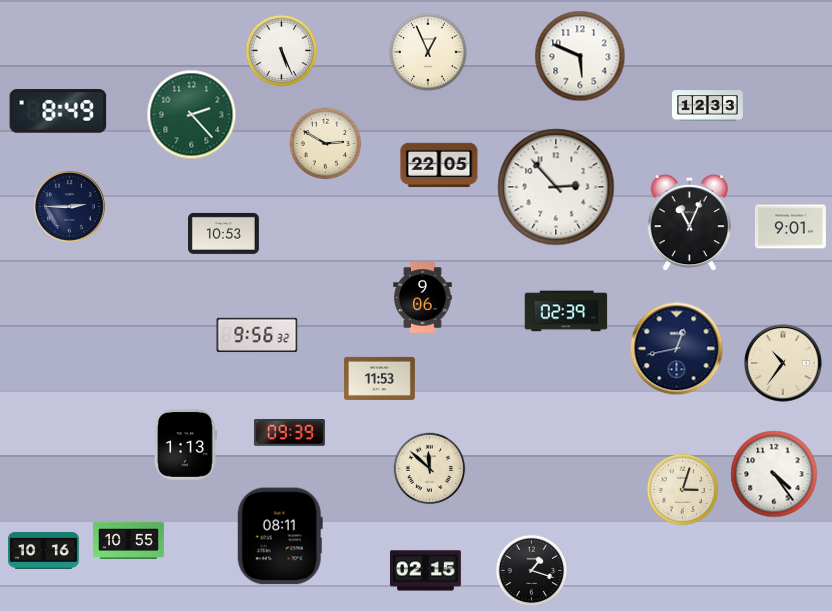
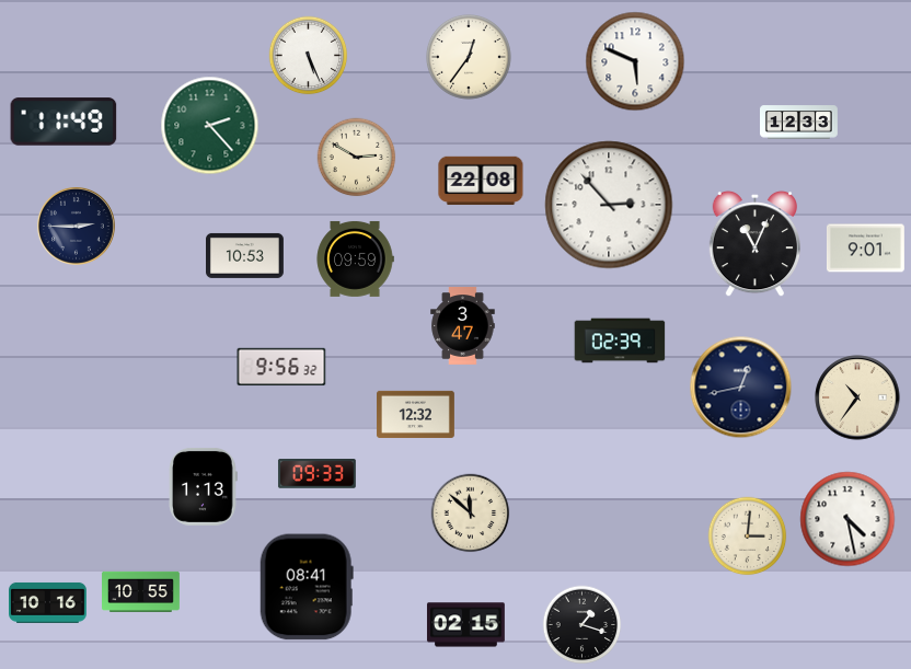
clock at (428, 52): 12:56 -> 12:36
clock at (708, 106) position: (708, 106) -> (799, 123)
clock at (58, 111): 8:49 -> 11:49
clock at (439, 165): 22:05 -> 22:08
clock at (355, 258): none -> 09:59
clock at (423, 298): 9:06 -> 3:47
clock at (677, 349) position: (677, 349) -> (741, 388)
clock at (380, 378): 11:53 -> 12:32
clock at (289, 433): 09:39 -> 09:33
clock at (774, 474): 4:24 -> 4:28
clock at (683, 490): 3:03 -> 3:01
clock at (280, 536): 08:11 -> 08:41
